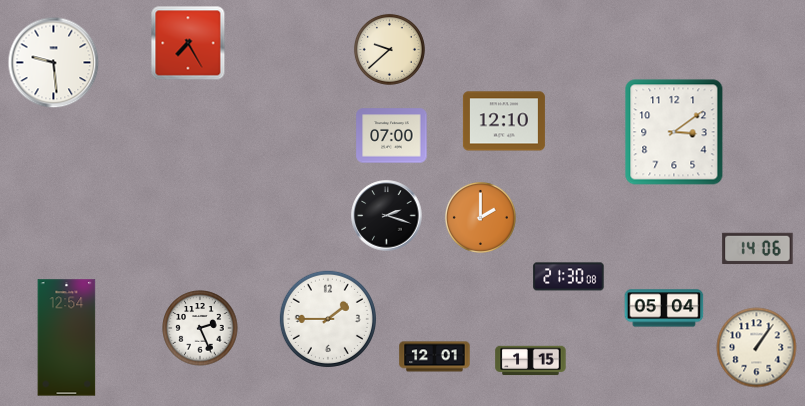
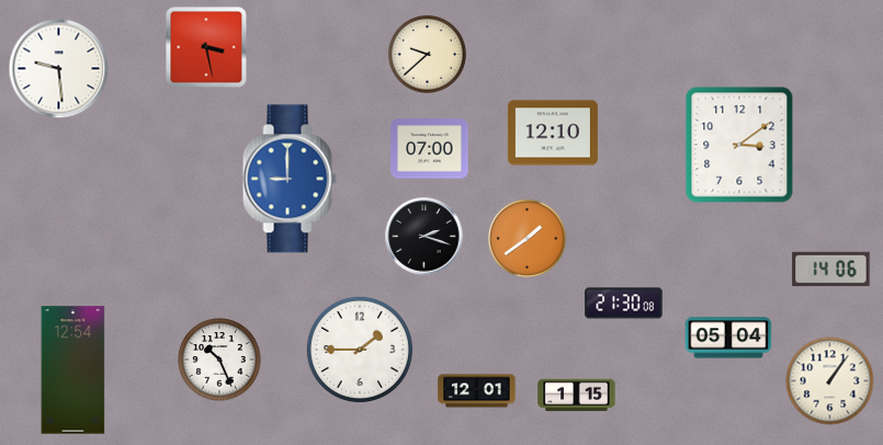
clock at (188, 43): 7:25 -> 3:28
clock at (290, 179): none -> 9:00
clock at (480, 217): 2:00 -> 1:39
clock at (758, 249) position: (758, 249) -> (831, 270)
clock at (200, 328): 2:26 -> 10:26
clock at (531, 361) position: (531, 361) -> (577, 396)
